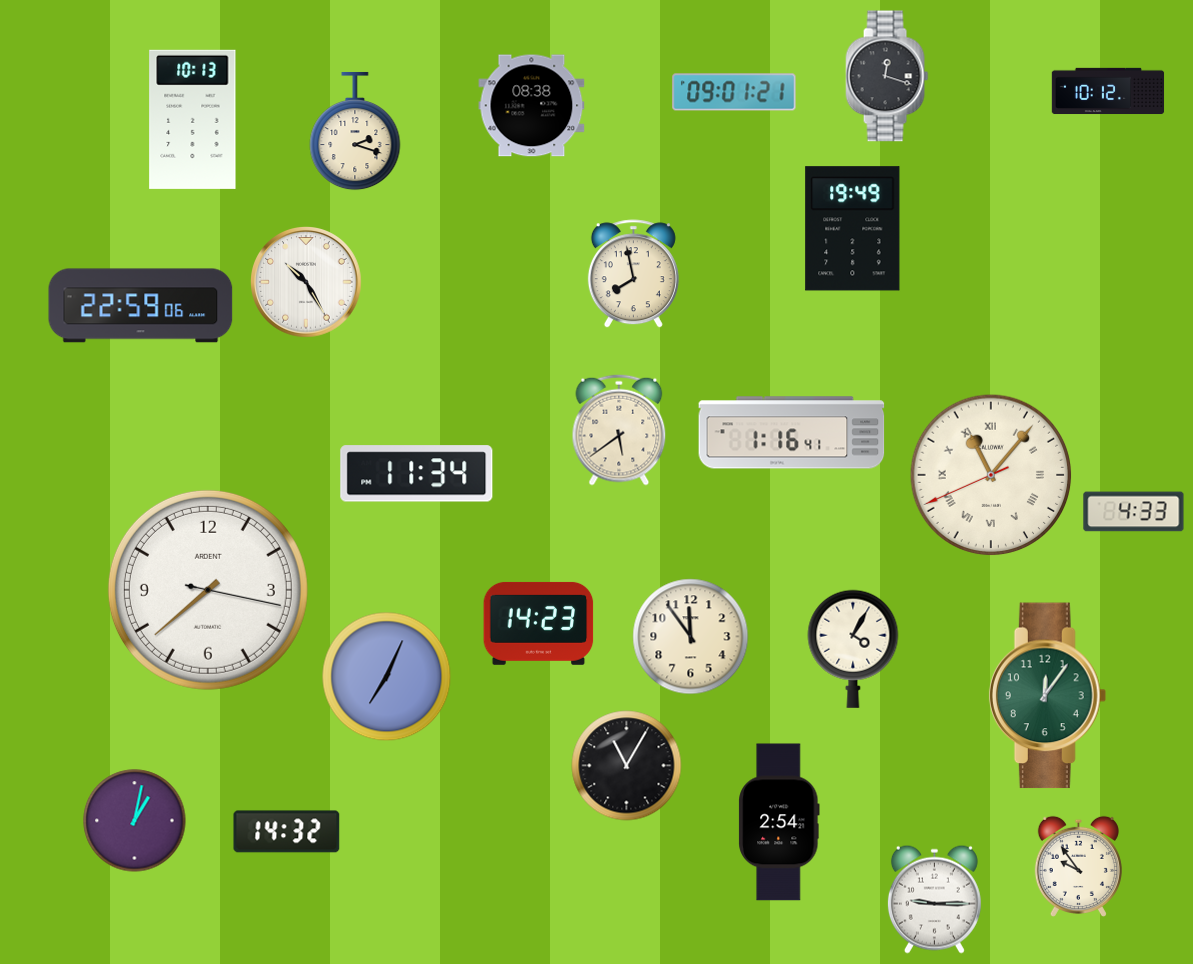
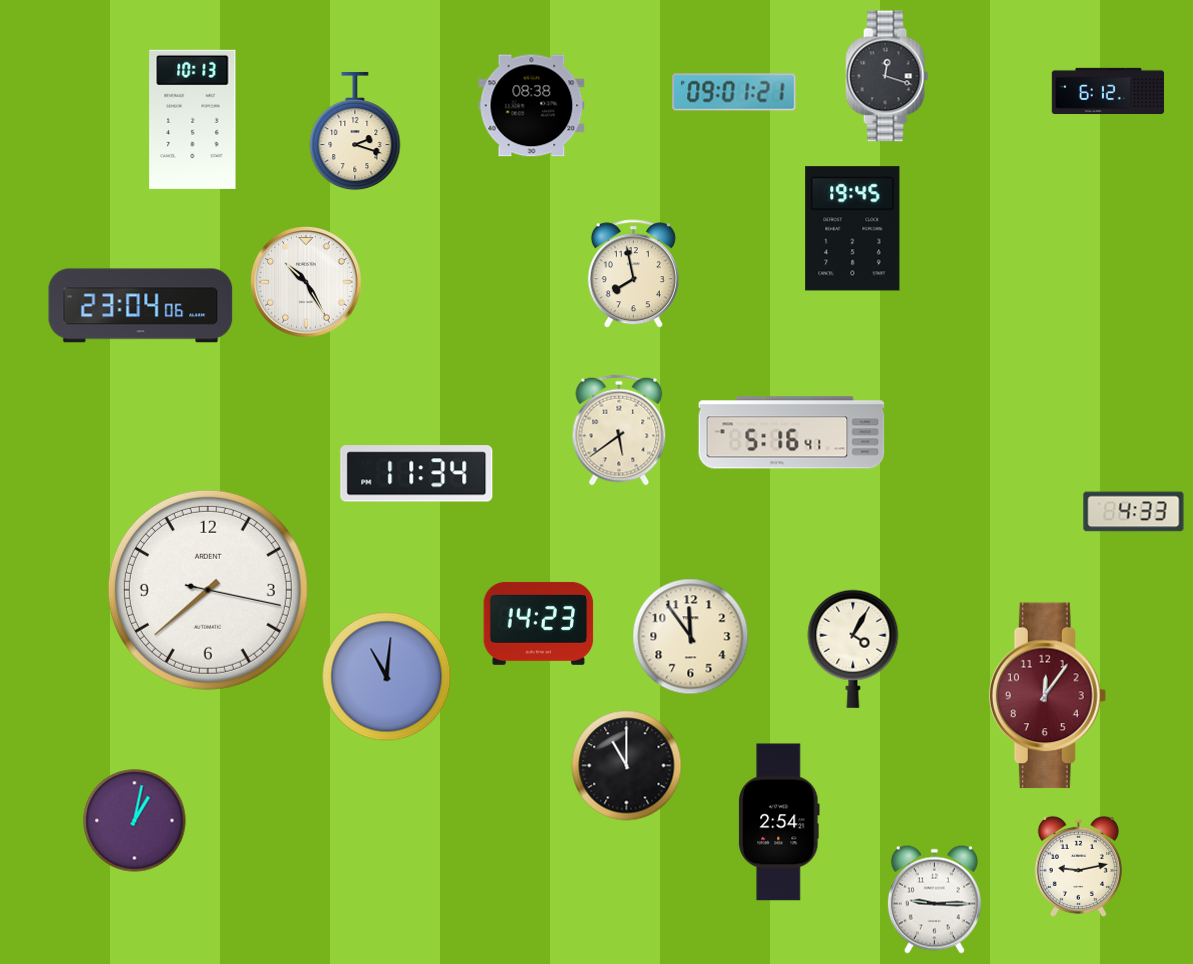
clock at (1108, 91): 10:12 -> 6:12
clock at (853, 229): 19:49 -> 19:45
clock at (141, 306): 22:59 -> 23:04
clock at (792, 433): 1:16 -> 5:16
clock at (991, 475): 11:06 -> none
clock at (387, 677): 7:04 -> 11:01
clock at (1048, 696) dial: green -> burgundy
clock at (627, 766): 11:05 -> 11:00
clock at (287, 832): 14:32 -> none
clock at (1078, 866): 9:54 -> 9:13
